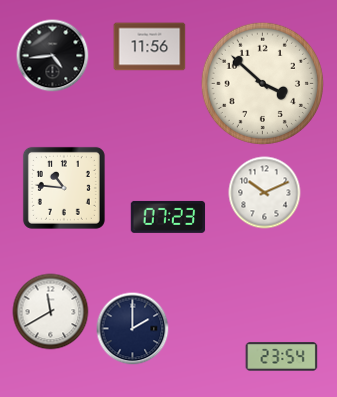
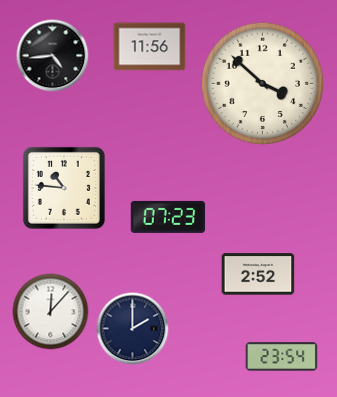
clock at (265, 193): 10:11 -> none
clock at (258, 274): none -> 2:52
clock at (51, 312): 11:40 -> 12:07
